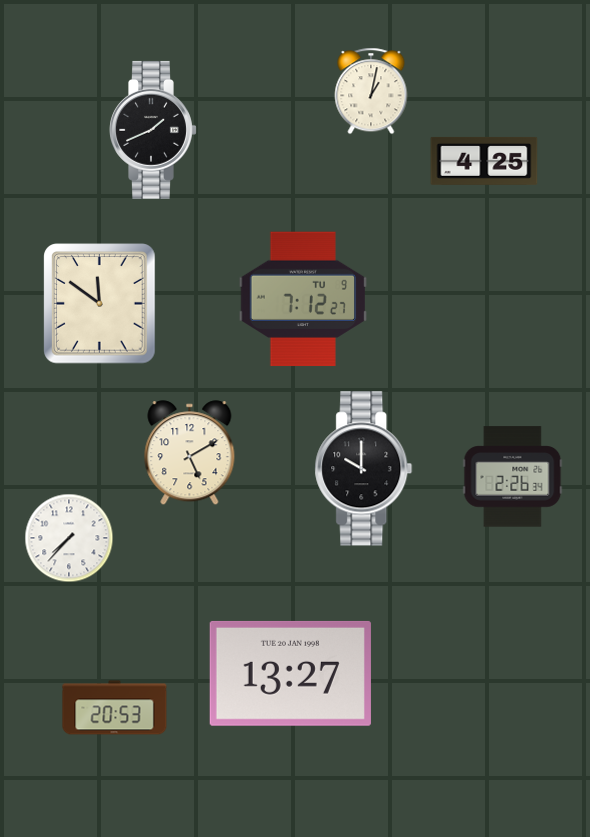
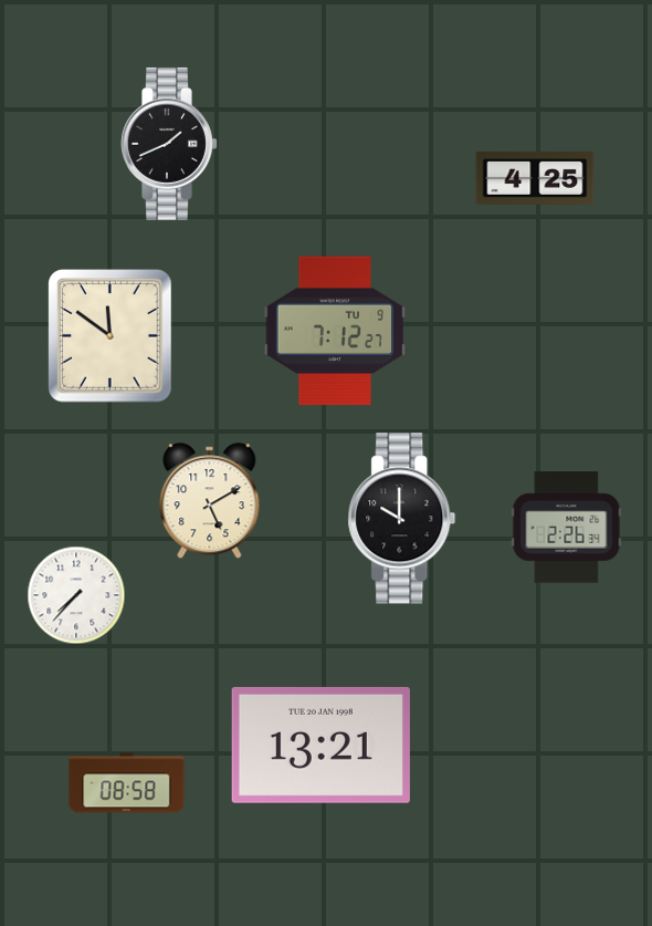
clock at (371, 91): 1:02 -> none
clock at (290, 673): 13:27 -> 13:21
clock at (115, 708): 20:53 -> 08:58
